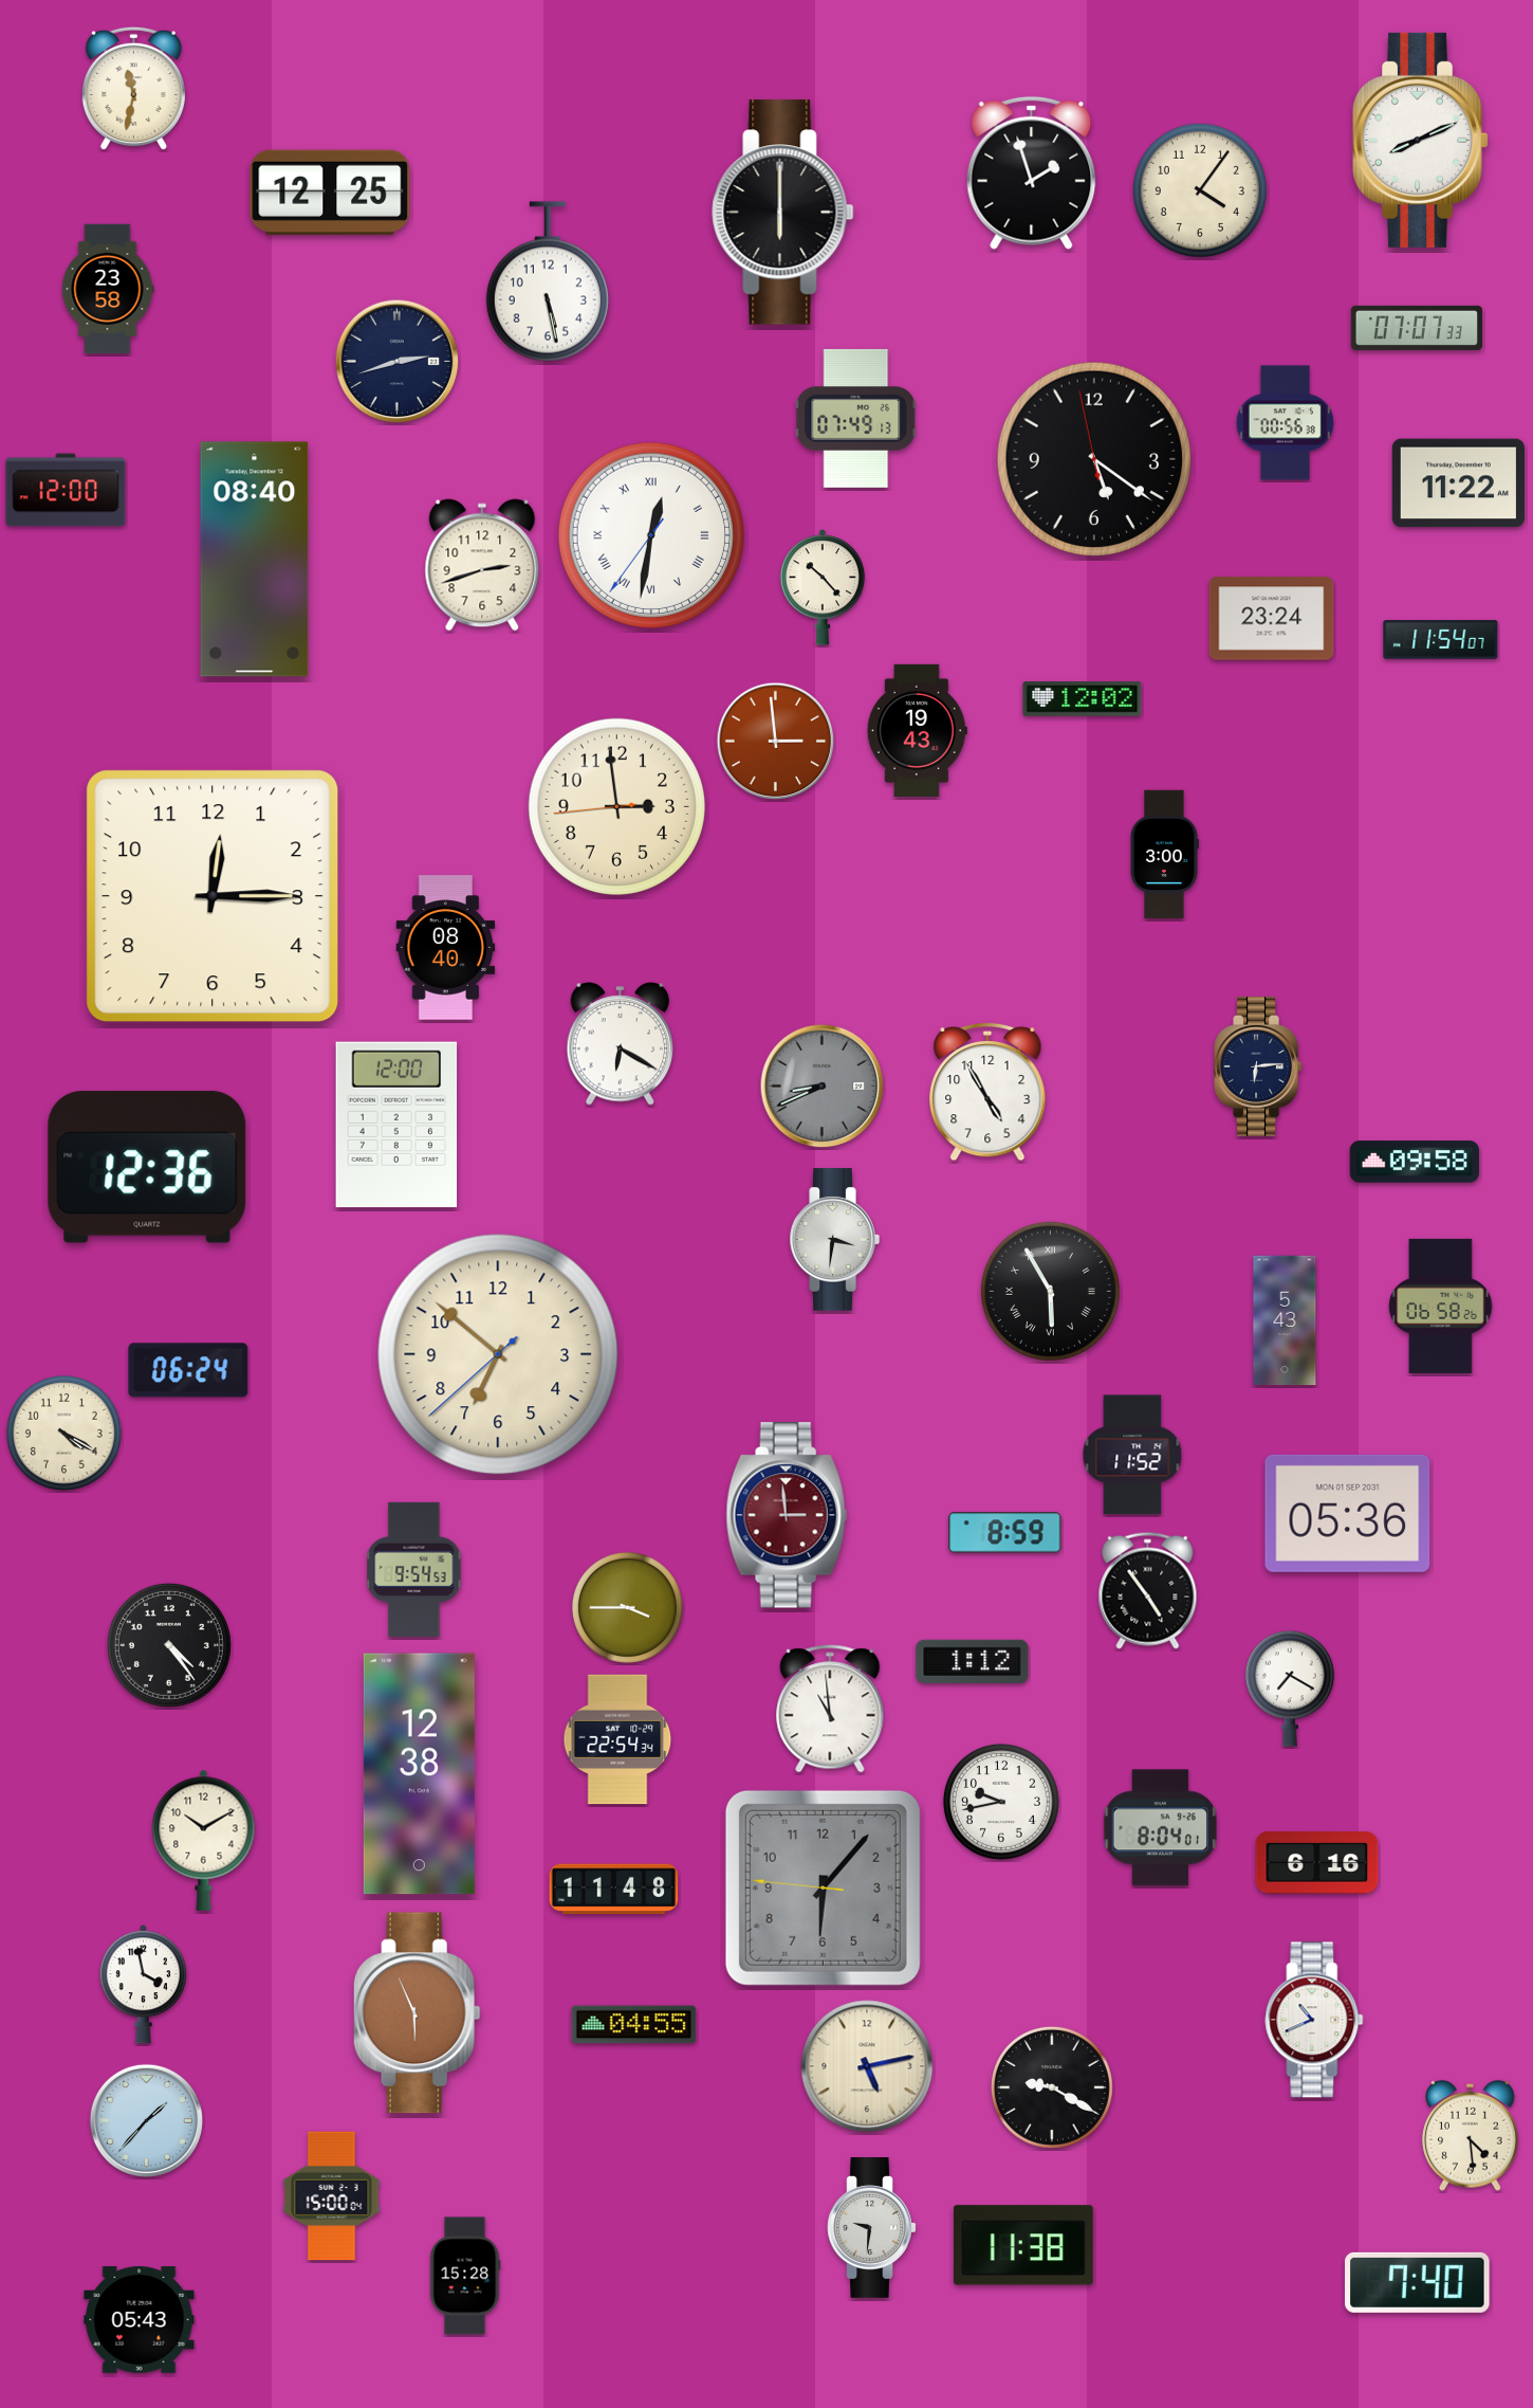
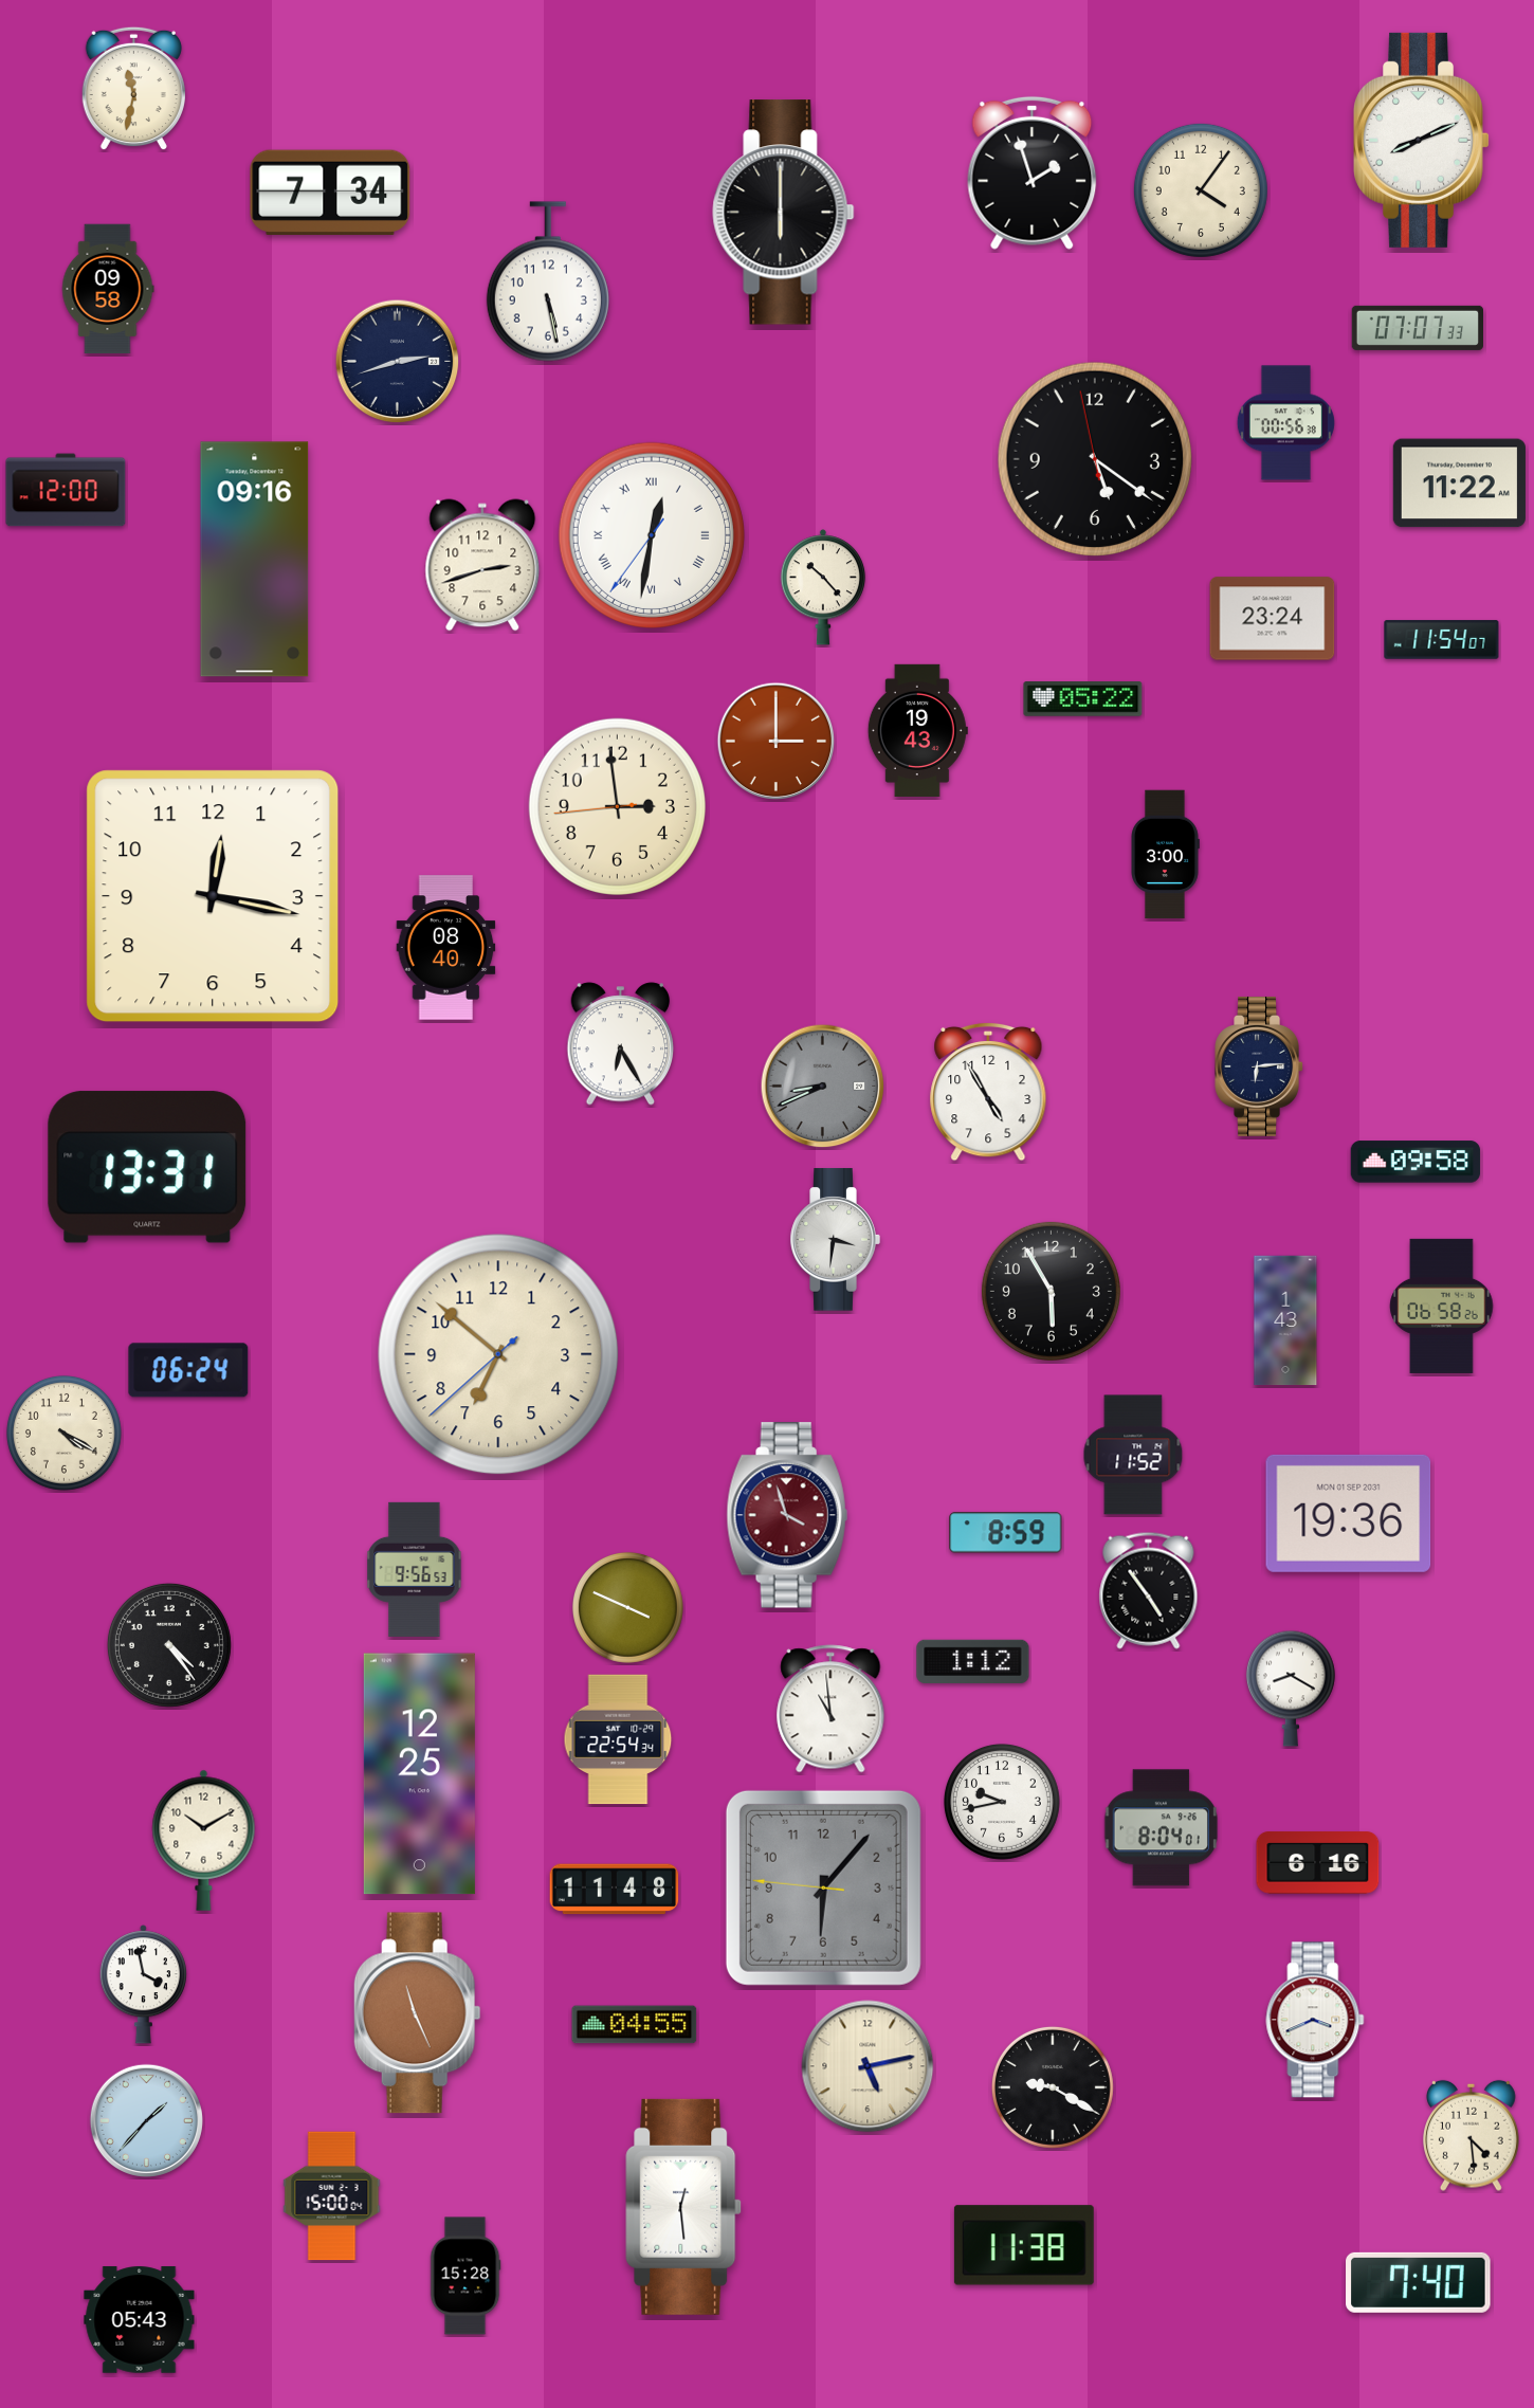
clock at (330, 193): 12:25 -> 7:34
clock at (108, 289): 23:58 -> 09:58
clock at (856, 418): 07:49 -> none
clock at (255, 560): 08:40 -> 09:16
clock at (1083, 699): 12:02 -> 05:22
clock at (776, 742): 2:59 -> 3:00
clock at (213, 896): 12:15 -> 12:17
clock at (621, 1044): 6:20 -> 6:25
clock at (396, 1125): 12:00 -> none
clock at (147, 1167): 12:36 -> 13:31
clock at (1050, 1291) numerals: Roman -> Arabic
clock at (1285, 1320): 5:43 -> 1:43
clock at (1348, 1513): 05:36 -> 19:36
clock at (787, 1515): 2:59 -> 3:57
clock at (414, 1569): 9:54 -> 9:56
clock at (628, 1608): 3:45 -> 3:49
clock at (1290, 1689): 7:20 -> 8:20
clock at (419, 1774): 12:38 -> 12:25
clock at (417, 2013): 5:56 -> 11:26
clock at (1314, 2020): 10:41 -> 3:41
clock at (683, 2207): none -> 12:29
clock at (872, 2228): 9:31 -> none
